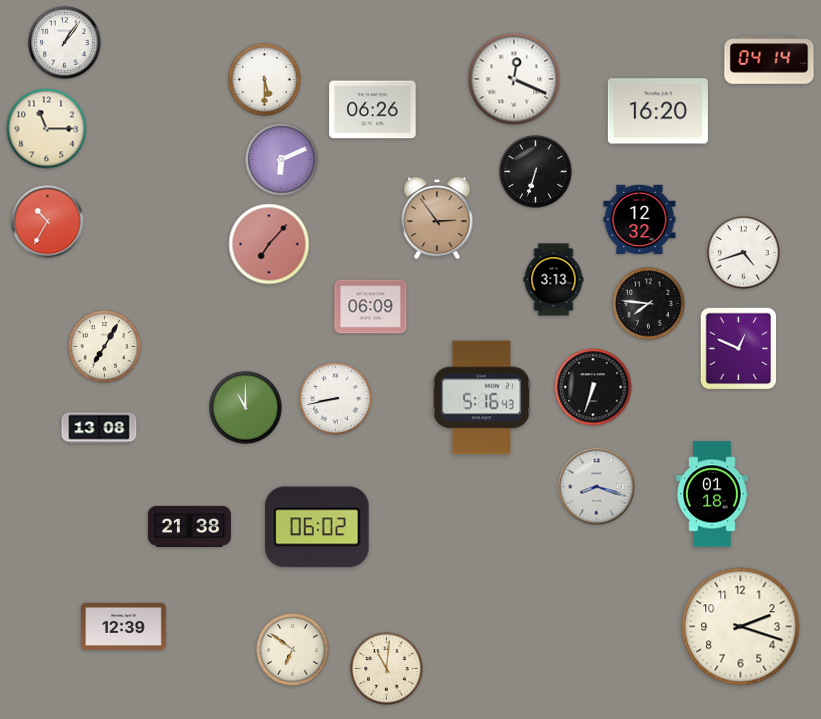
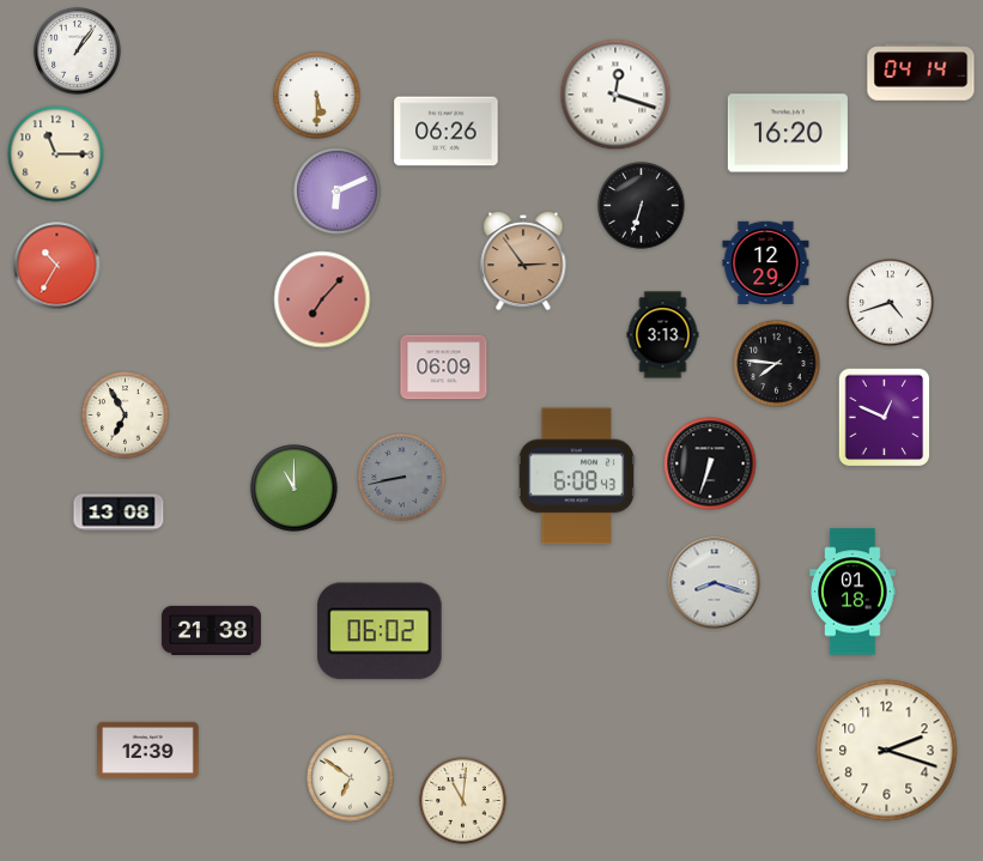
clock at (514, 79): 12:19 -> 12:18
clock at (640, 219): 12:32 -> 12:29
clock at (269, 244) position: (269, 244) -> (322, 299)
clock at (105, 347): 7:05 -> 6:55
clock at (482, 398): 5:16 -> 6:08
clock at (336, 399) dial: white -> grey
clock at (189, 526) position: (189, 526) -> (211, 630)
